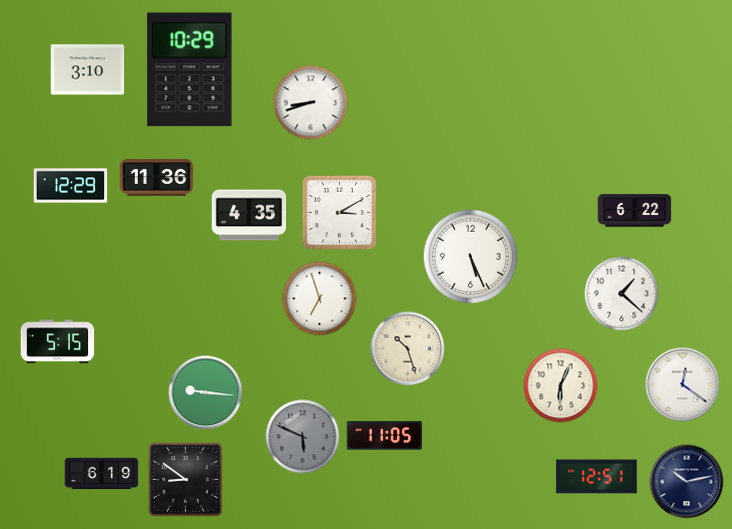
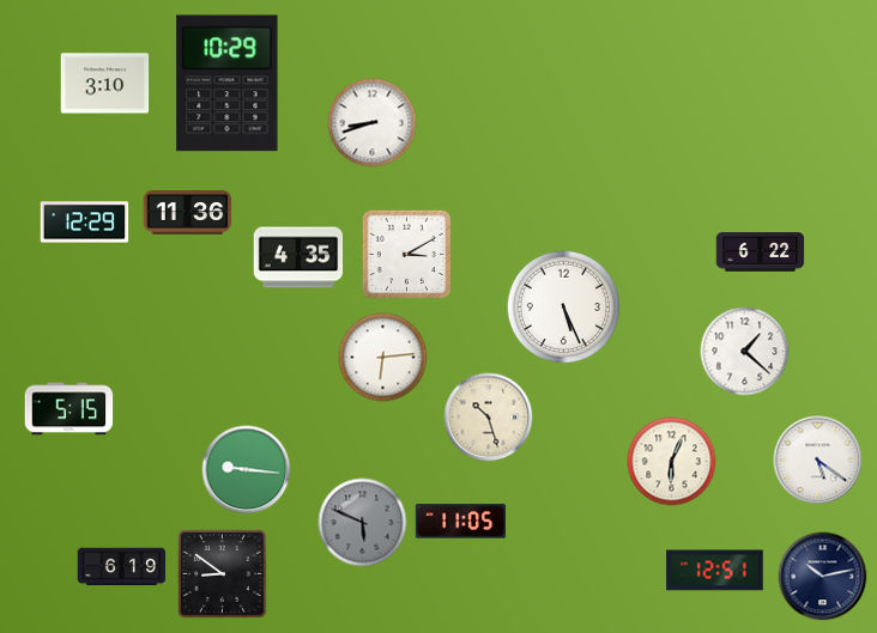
clock at (320, 299): 6:57 -> 6:14
clock at (683, 385): 12:21 -> 5:21
